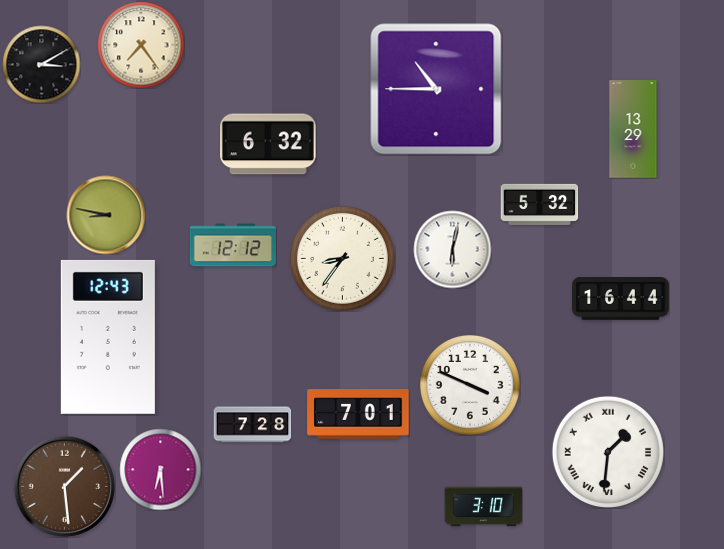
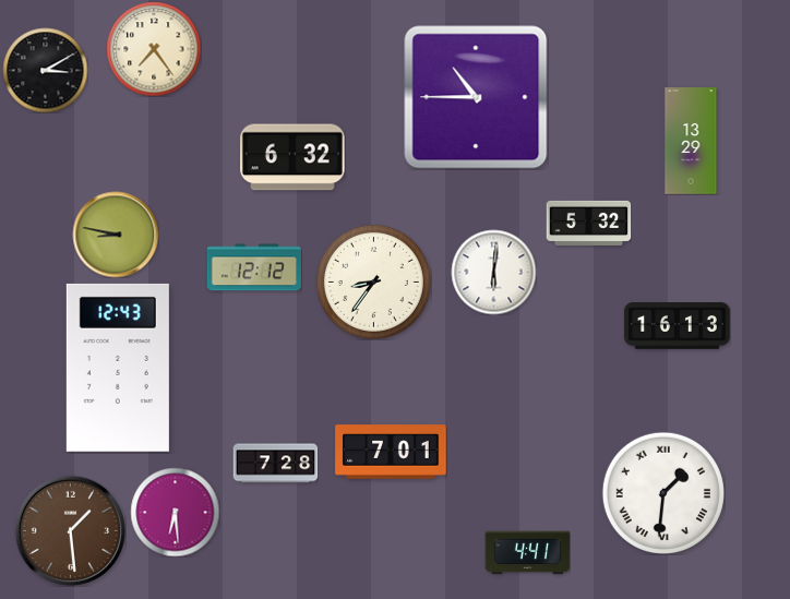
clock at (452, 249): 6:02 -> 6:01
clock at (621, 299): 16:44 -> 16:13
clock at (470, 385): 3:49 -> none
clock at (483, 507): 3:10 -> 4:41
